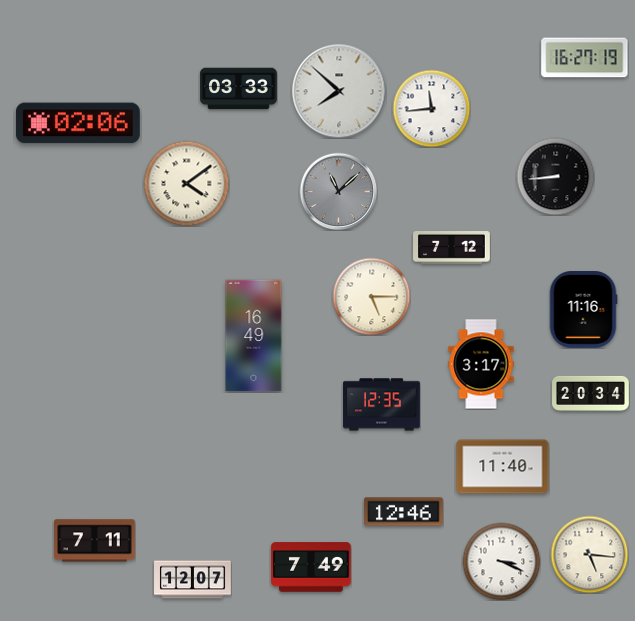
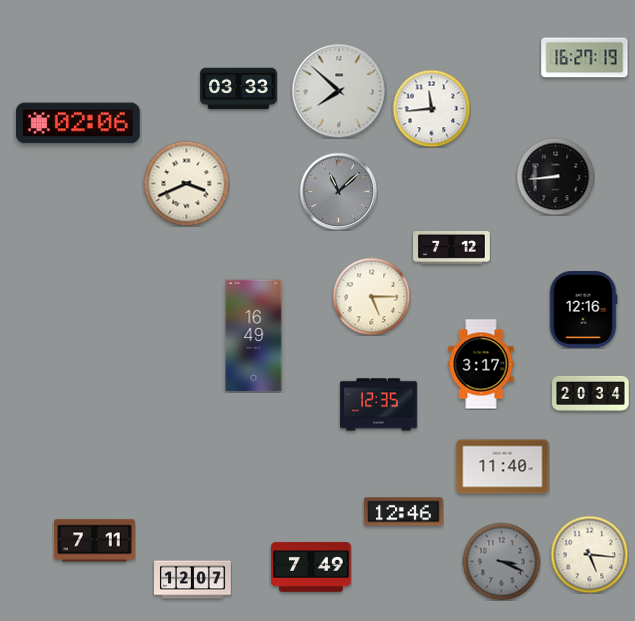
clock at (186, 183): 4:09 -> 3:41
clock at (583, 310): 11:16 -> 12:16
clock at (382, 405) position: (382, 405) -> (379, 405)
clock at (501, 561) dial: white -> grey
